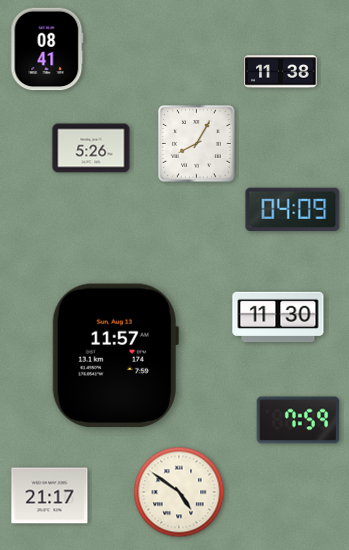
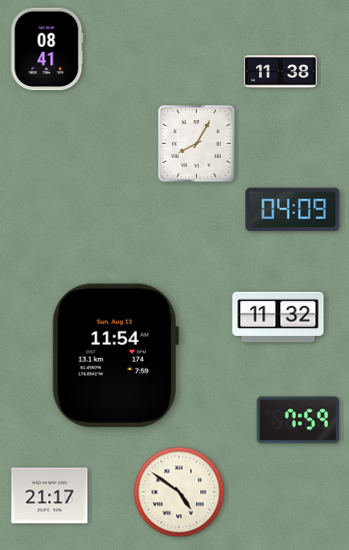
clock at (91, 148): 5:26 -> none
clock at (278, 317): 11:30 -> 11:32
clock at (115, 356): 11:57 -> 11:54
